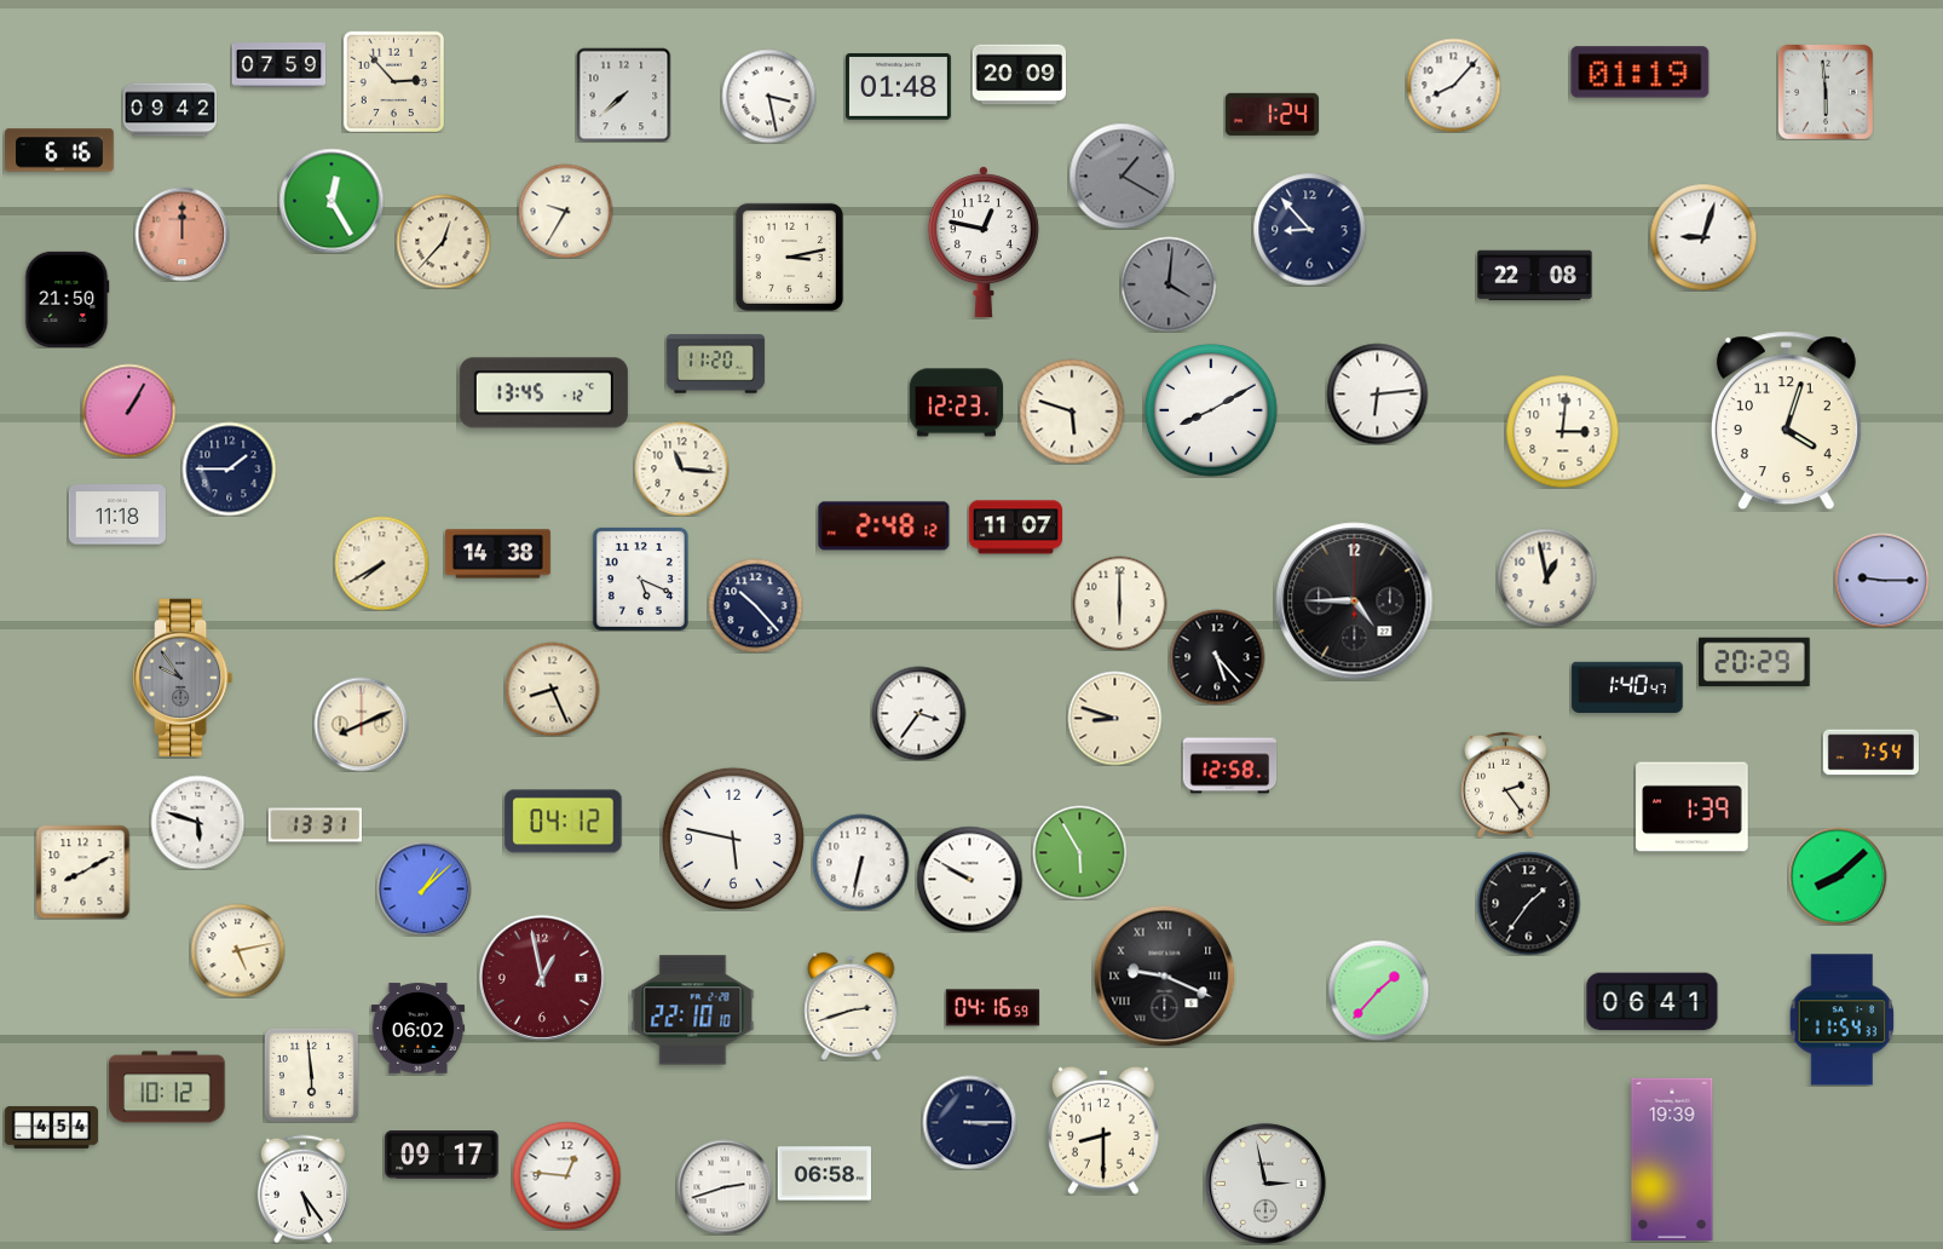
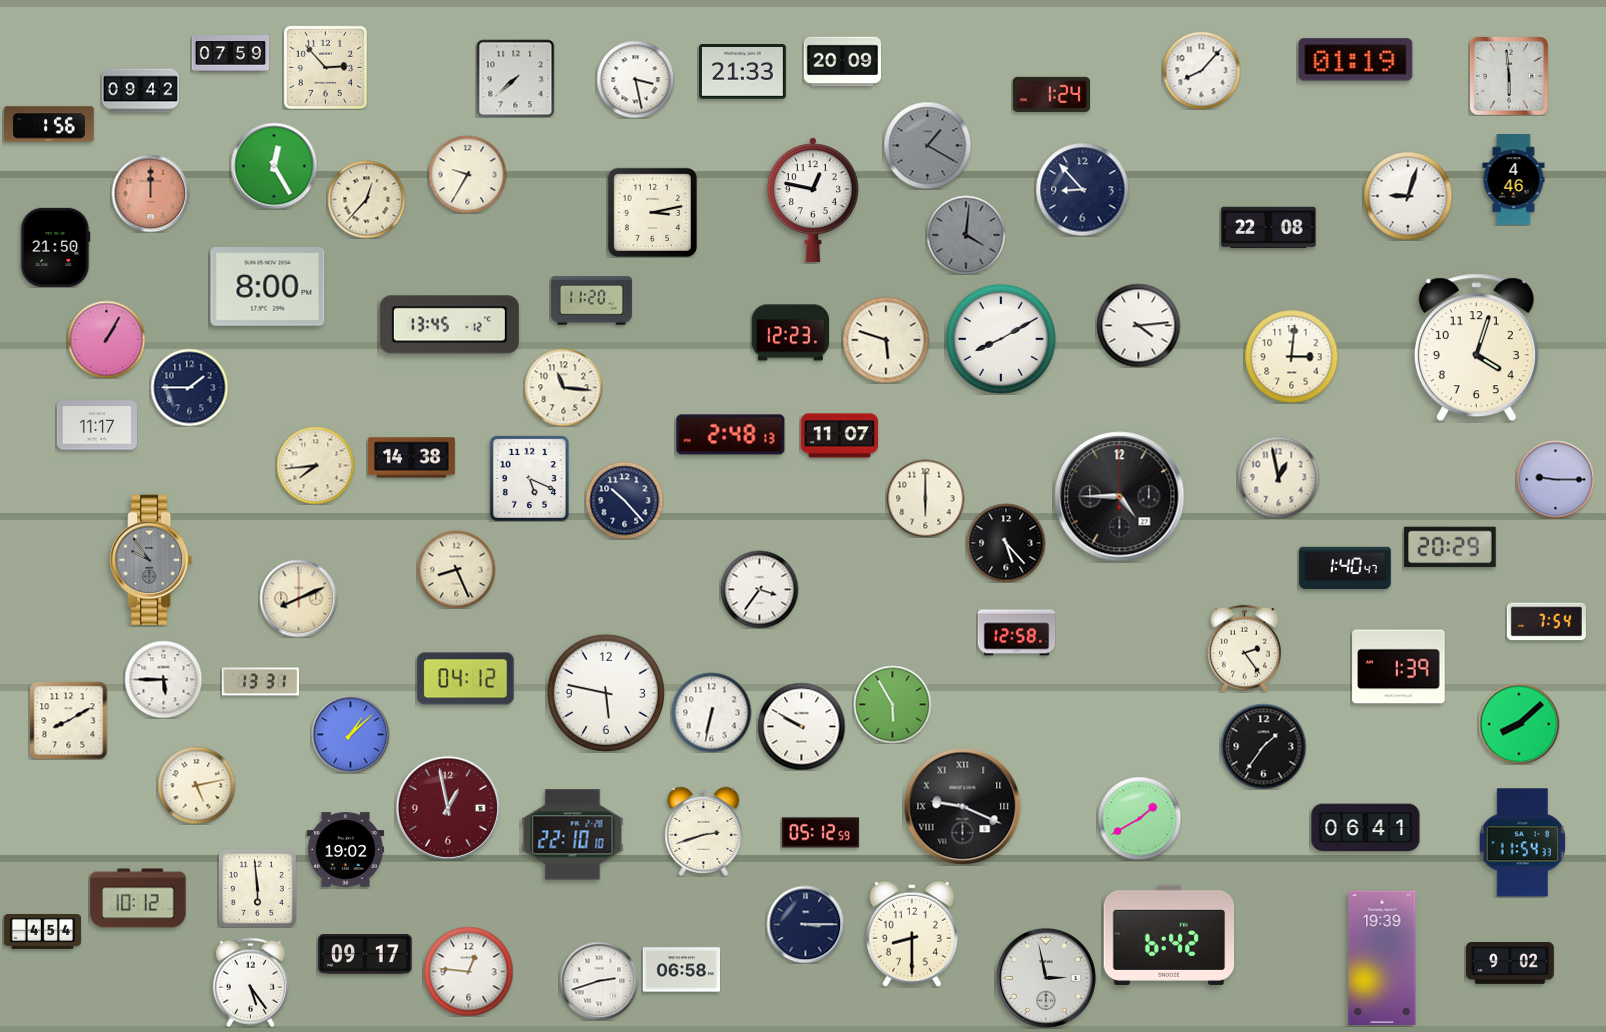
clock at (898, 87): 01:48 -> 21:33
clock at (59, 150): 6:16 -> 1:56
clock at (1514, 180): none -> 4:46
clock at (268, 287): none -> 8:00
clock at (1377, 393): 6:14 -> 4:14
clock at (117, 514): 11:18 -> 11:17
clock at (884, 526): 2:48:12 -> 2:48:13
clock at (381, 563): 7:40 -> 7:44
clock at (1114, 718): 8:48 -> none
clock at (197, 822): 5:48 -> 5:45
clock at (1378, 990): 1:37 -> 1:40
clock at (992, 1008): 04:16 -> 05:12
clock at (417, 1029): 06:02 -> 19:02
clock at (969, 1122) position: (969, 1122) -> (805, 924)
clock at (1169, 935): none -> 6:42
clock at (1511, 964): none -> 9:02
